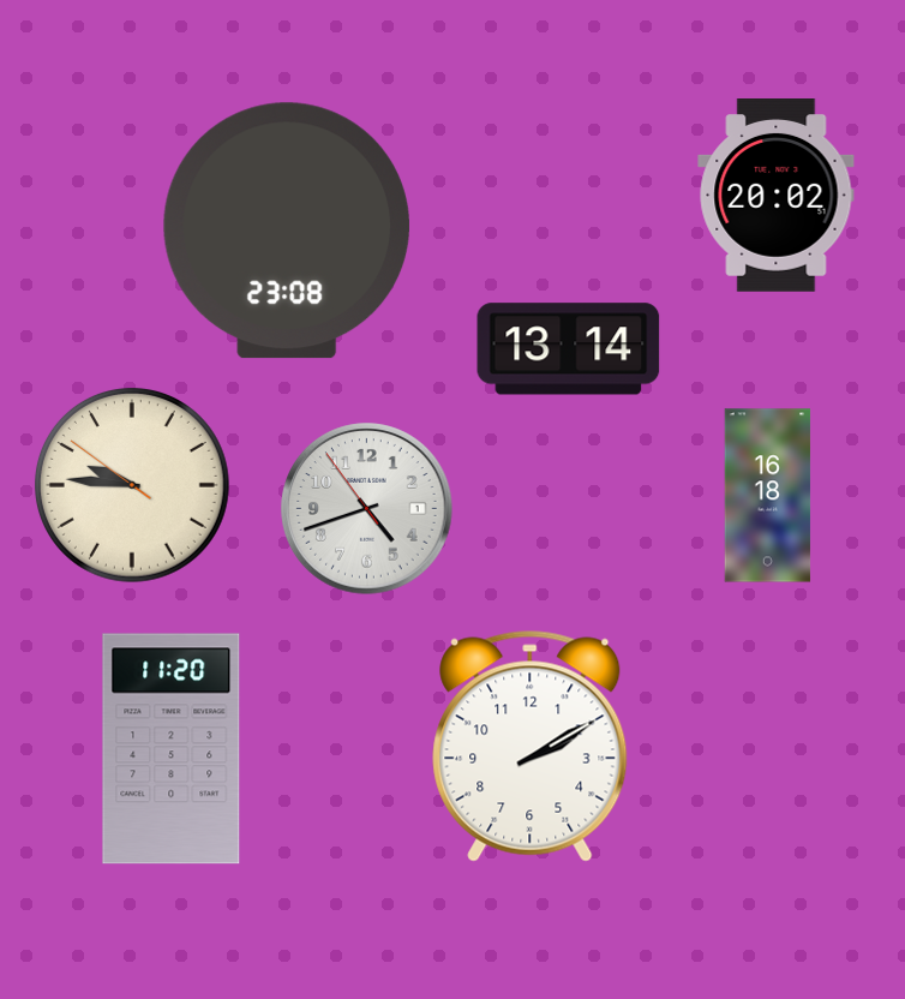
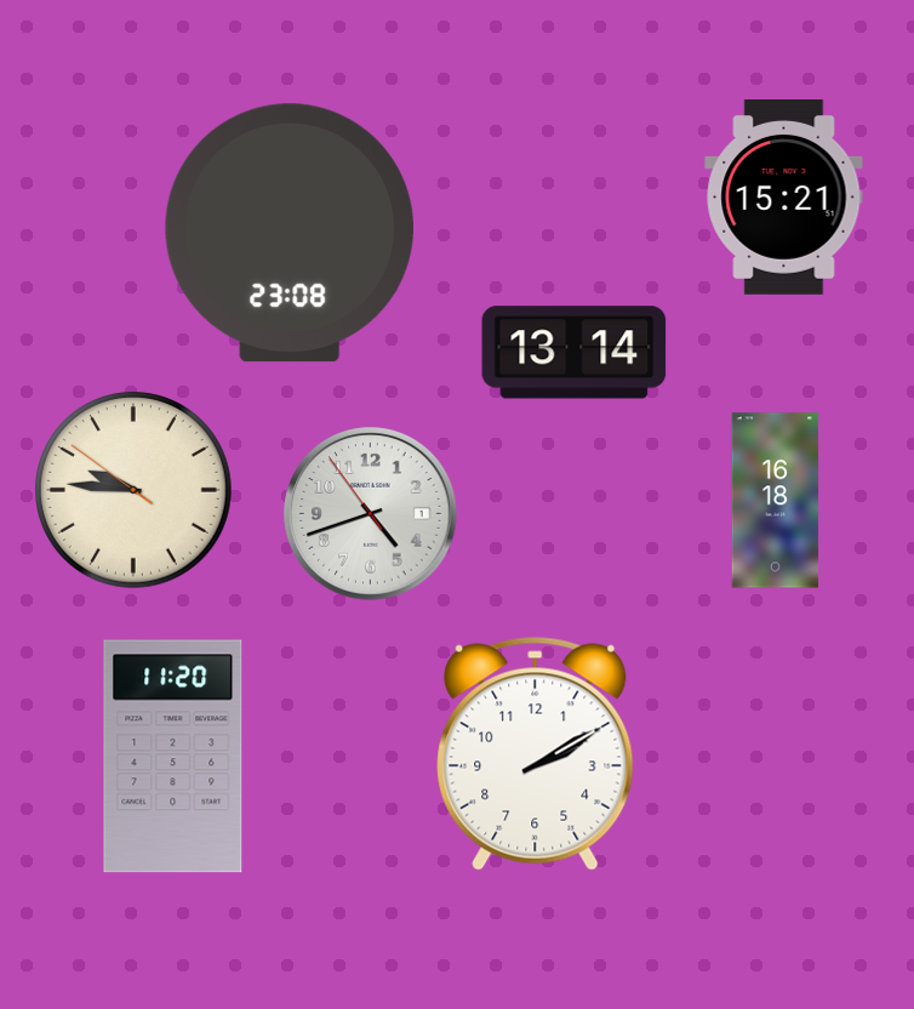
clock at (777, 196): 20:02 -> 15:21
